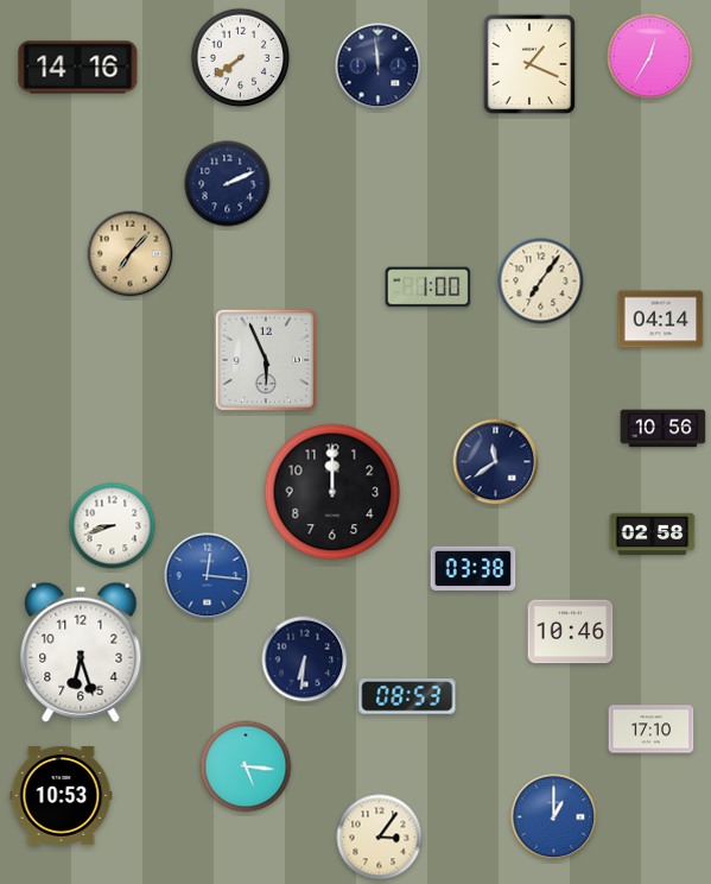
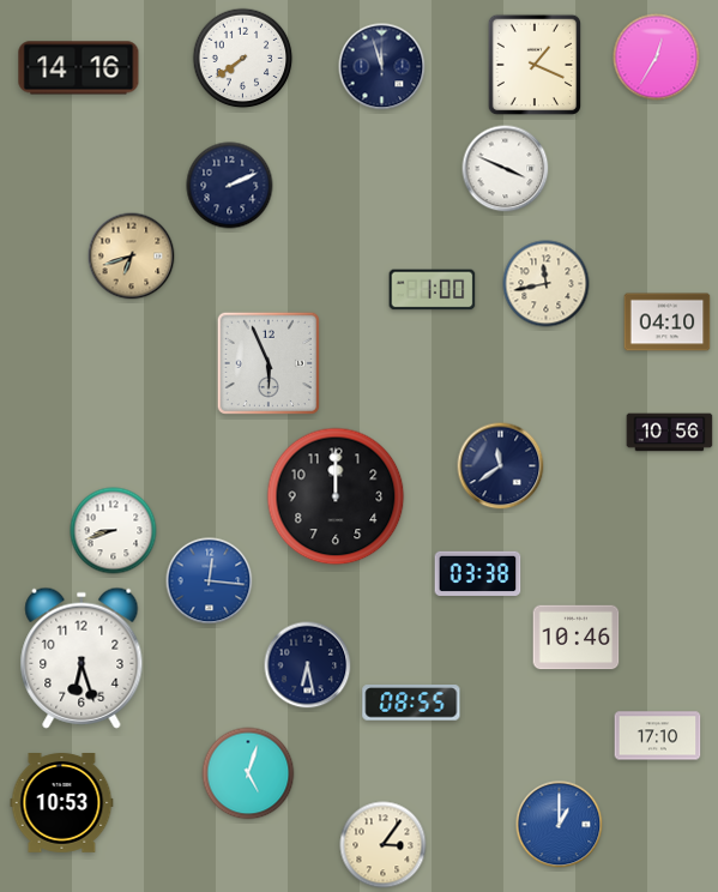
clock at (379, 67): 11:59 -> 11:57
clock at (506, 169): none -> 3:49
clock at (131, 254): 7:07 -> 6:42
clock at (541, 282): 7:06 -> 11:43
clock at (661, 320): 04:14 -> 04:10
clock at (653, 535): 02:58 -> none
clock at (305, 659): 6:31 -> 6:28
clock at (407, 696): 08:53 -> 08:55
clock at (246, 766): 5:16 -> 5:03
